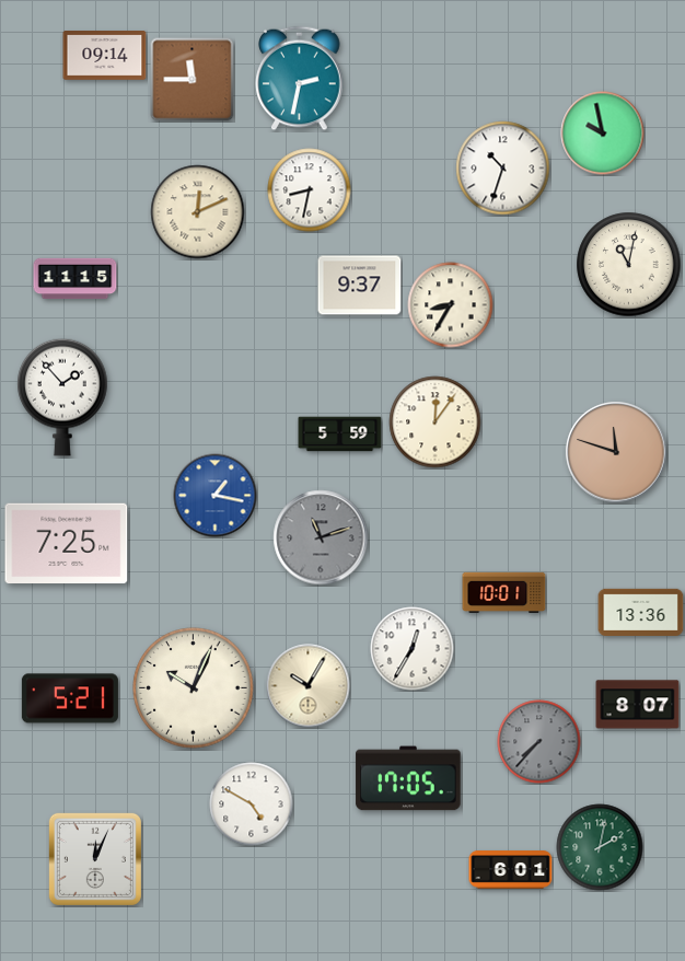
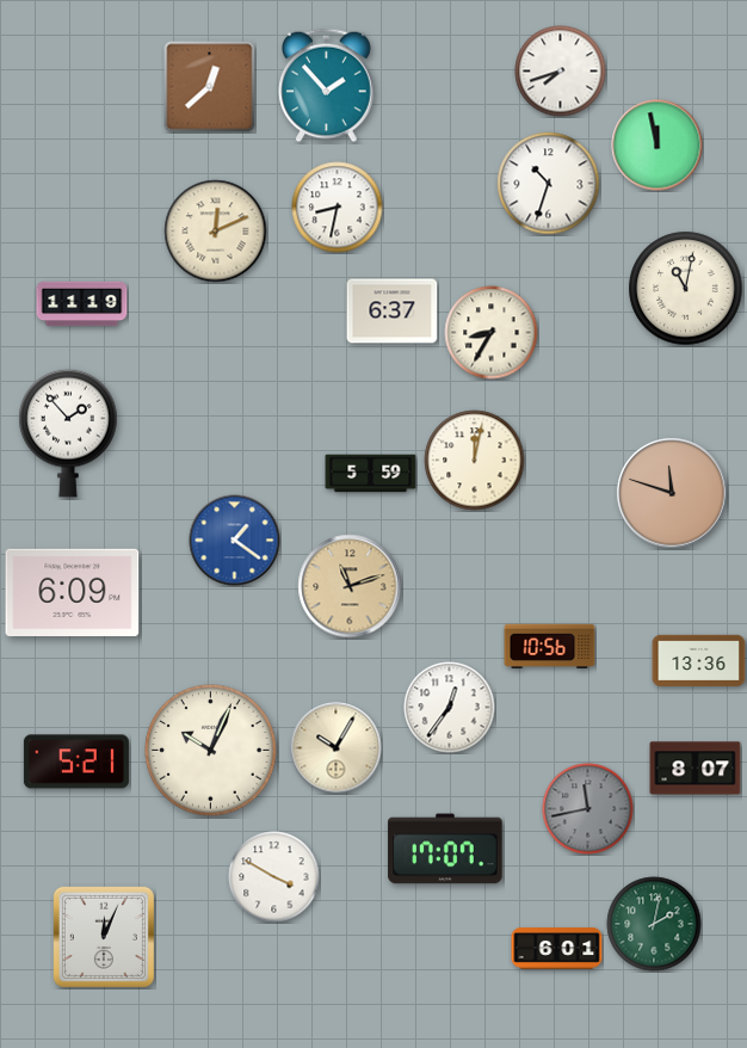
clock at (105, 56): 09:14 -> none
clock at (561, 72): none -> 7:42
clock at (300, 79): 2:32 -> 1:53
clock at (193, 80): 11:45 -> 12:38
clock at (603, 134): 9:58 -> 11:58
clock at (76, 279): 11:15 -> 11:19
clock at (360, 286): 9:37 -> 6:37
clock at (436, 422): 12:06 -> 12:02
clock at (216, 496): 1:17 -> 1:21
clock at (321, 537) dial: grey -> champagne
clock at (67, 544): 7:25 -> 6:09
clock at (504, 592): 10:01 -> 10:56
clock at (641, 612) position: (641, 612) -> (699, 660)
clock at (413, 649): 12:35 -> 12:36
clock at (539, 742): 7:37 -> 11:43
clock at (408, 778): 17:05 -> 17:07
clock at (252, 804): 4:50 -> 3:50
